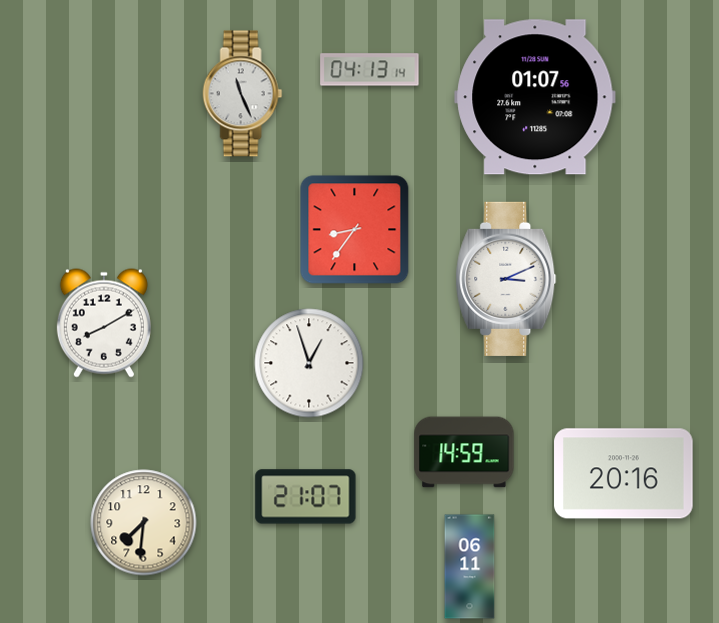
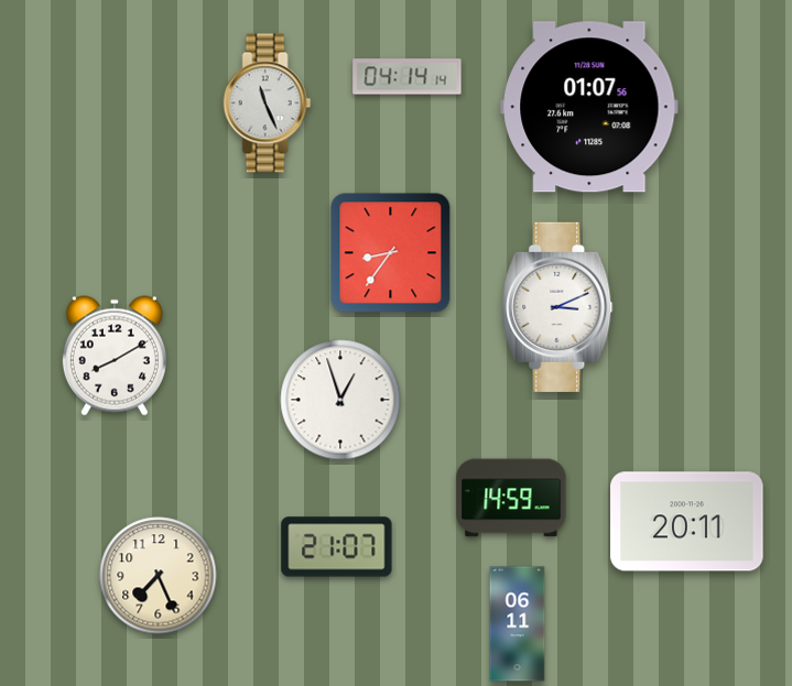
clock at (370, 70): 04:13 -> 04:14
clock at (624, 474): 20:16 -> 20:11
clock at (144, 523): 7:31 -> 7:26
